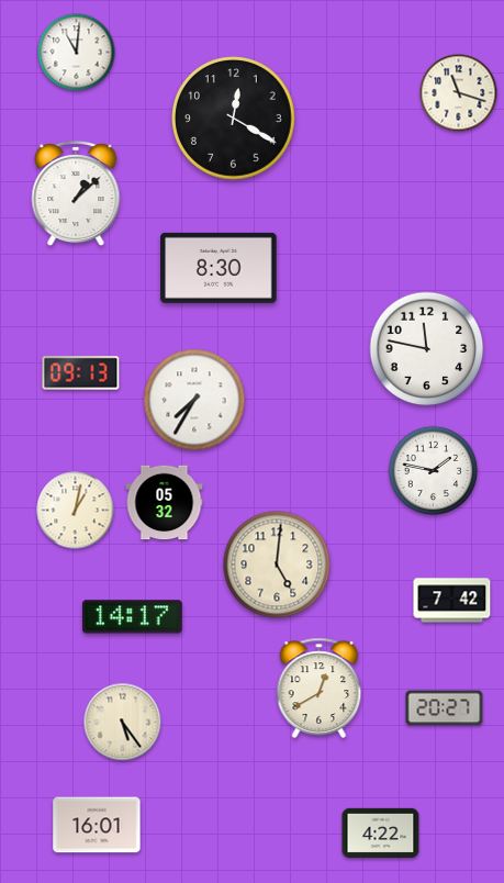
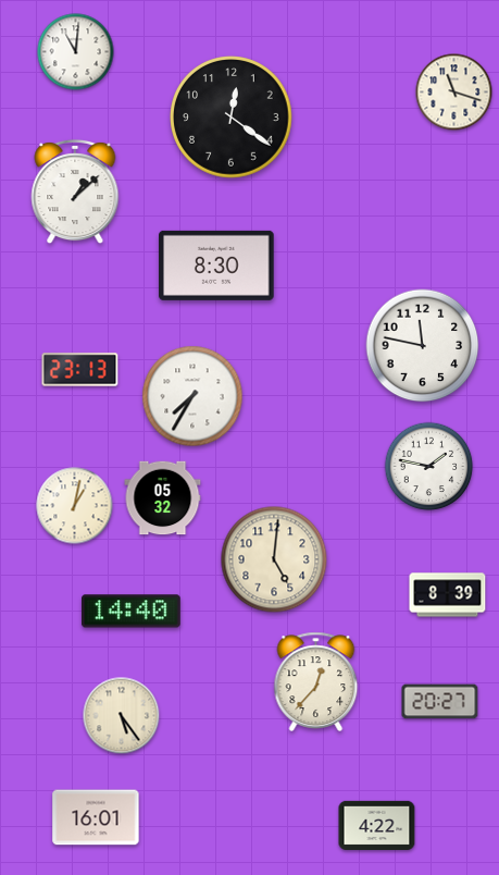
clock at (234, 119): 12:20 -> 12:21
clock at (81, 373): 09:13 -> 23:13
clock at (452, 601): 7:42 -> 8:39
clock at (132, 617): 14:17 -> 14:40
clock at (320, 688): 12:40 -> 12:37
